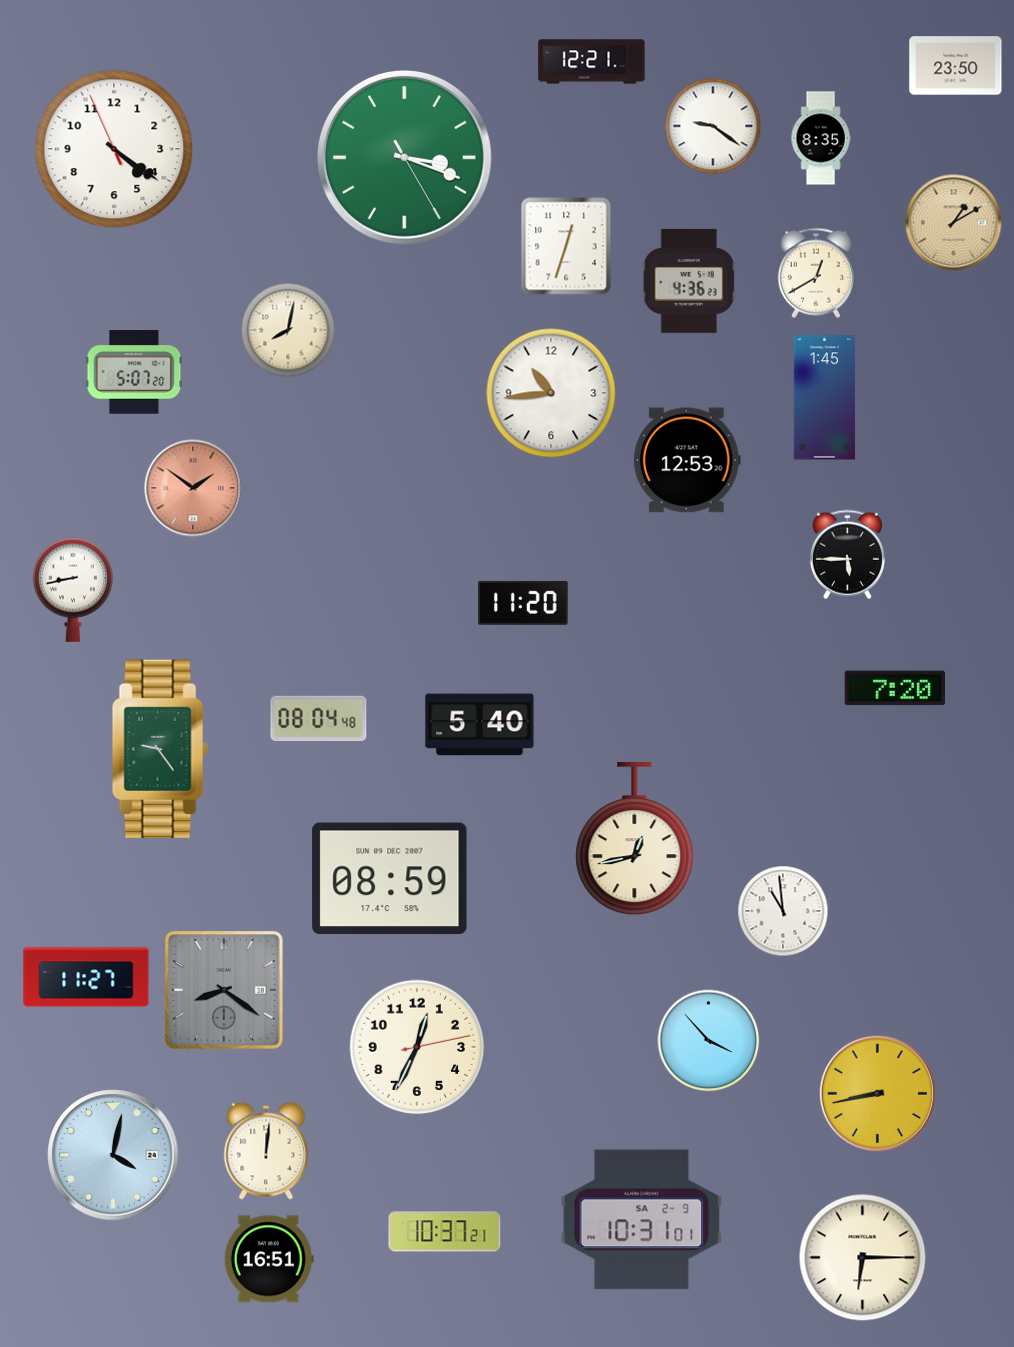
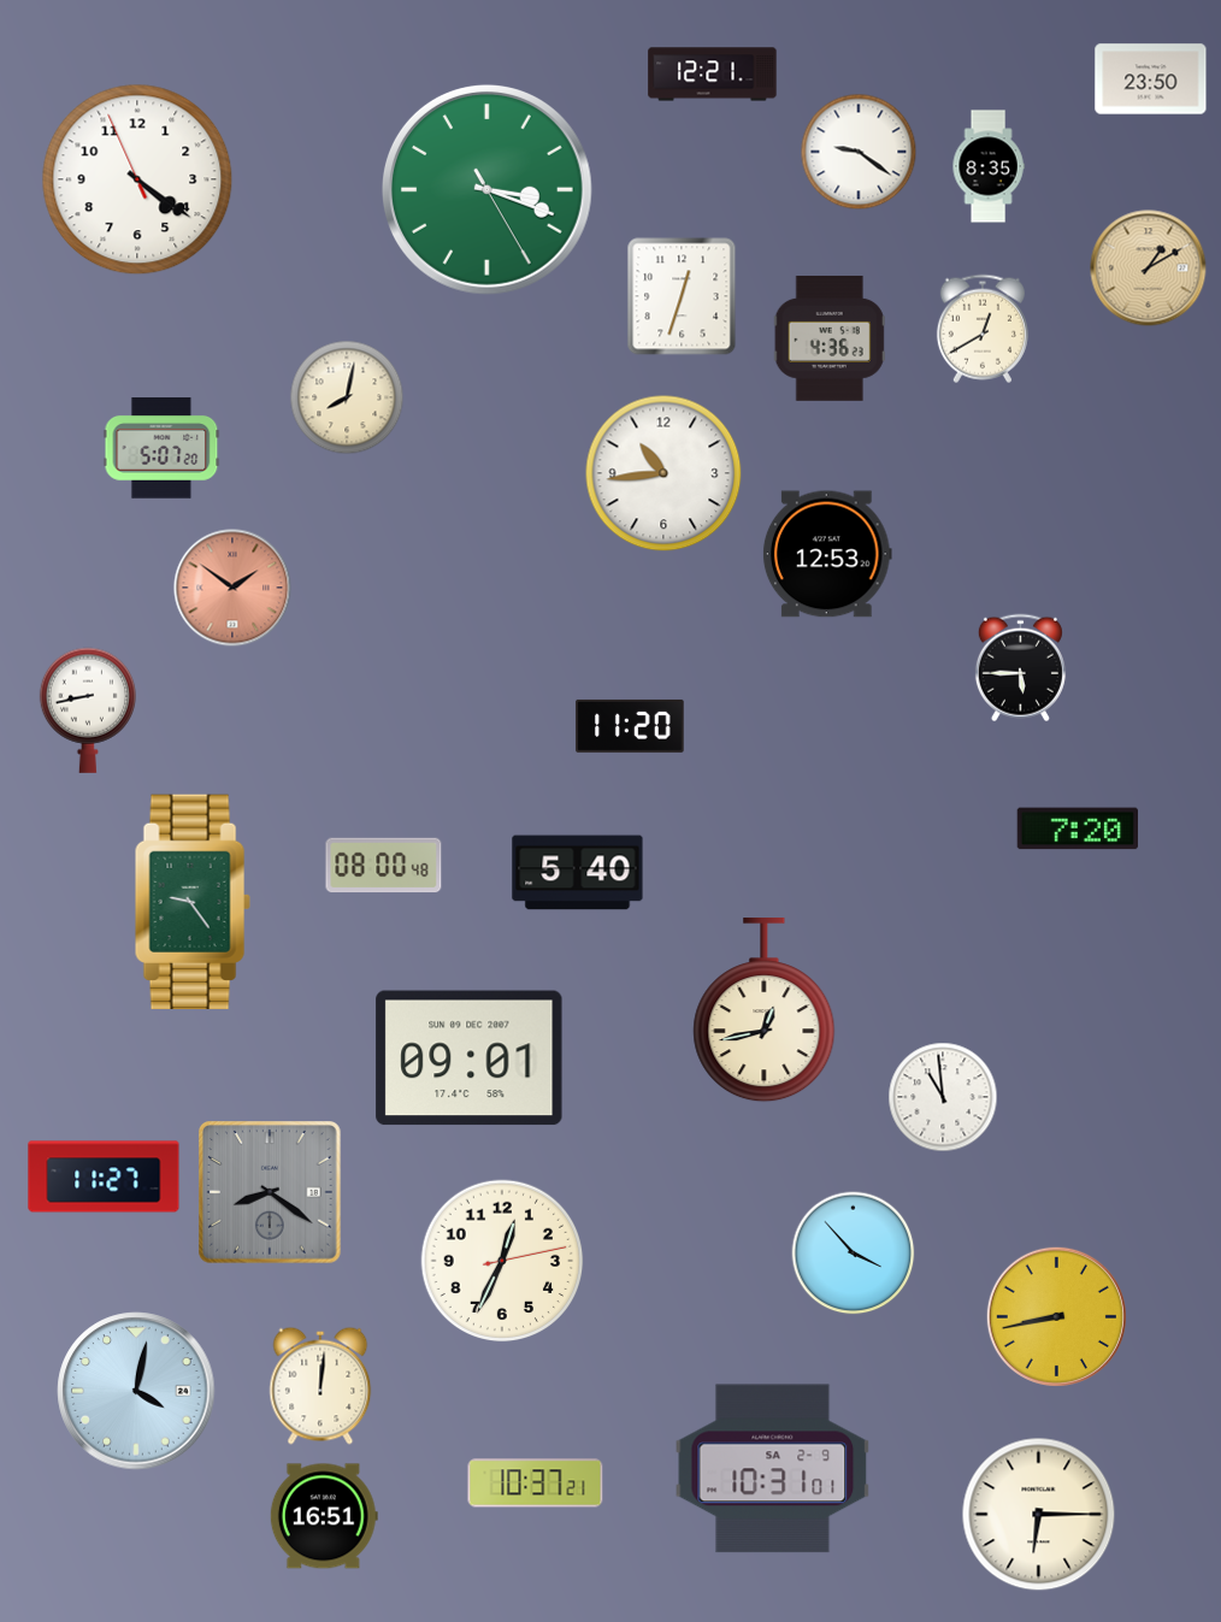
clock at (824, 398): 1:45 -> none
clock at (319, 719): 08:04 -> 08:00
clock at (390, 879): 08:59 -> 09:01
